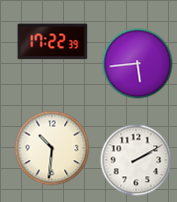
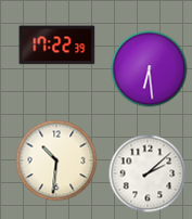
clock at (138, 64): 5:44 -> 6:29
clock at (136, 160): 2:10 -> 2:08
